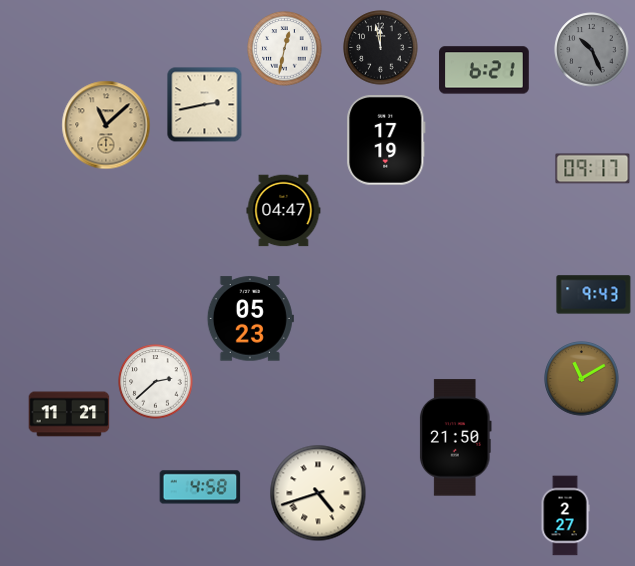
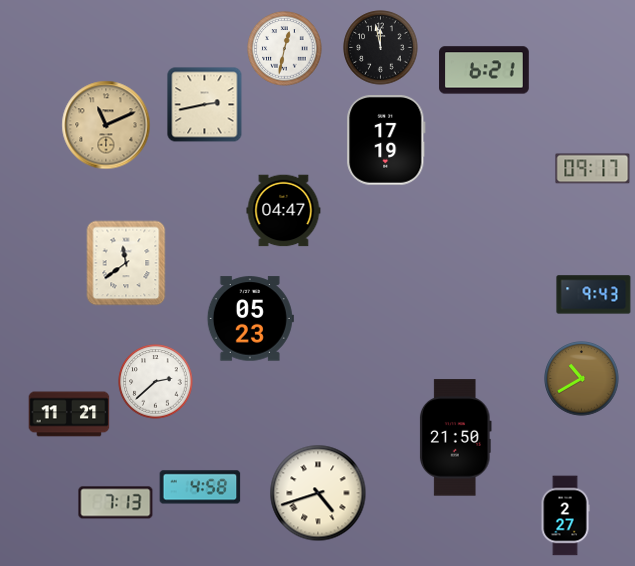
clock at (592, 50): 10:26 -> none
clock at (106, 125): 11:08 -> 11:11
clock at (126, 263): none -> 11:39
clock at (582, 379): 11:10 -> 10:40
clock at (116, 503): none -> 7:13
